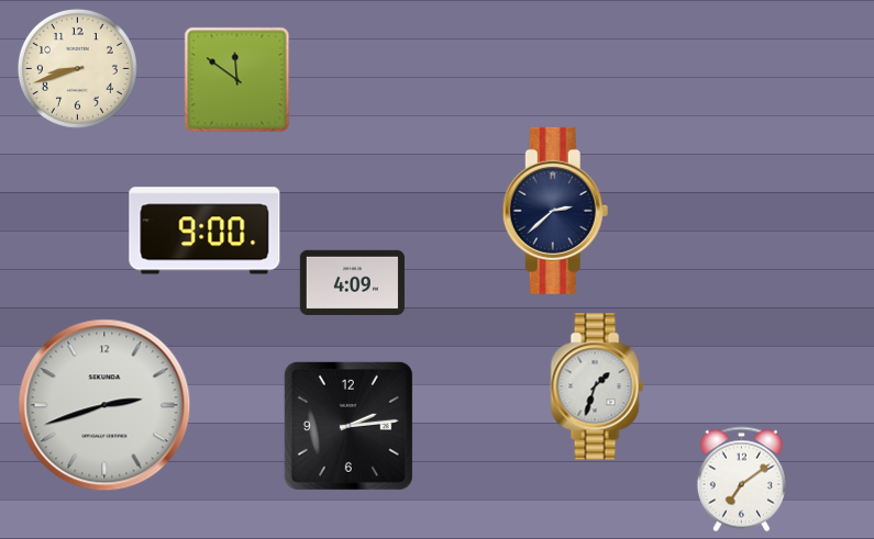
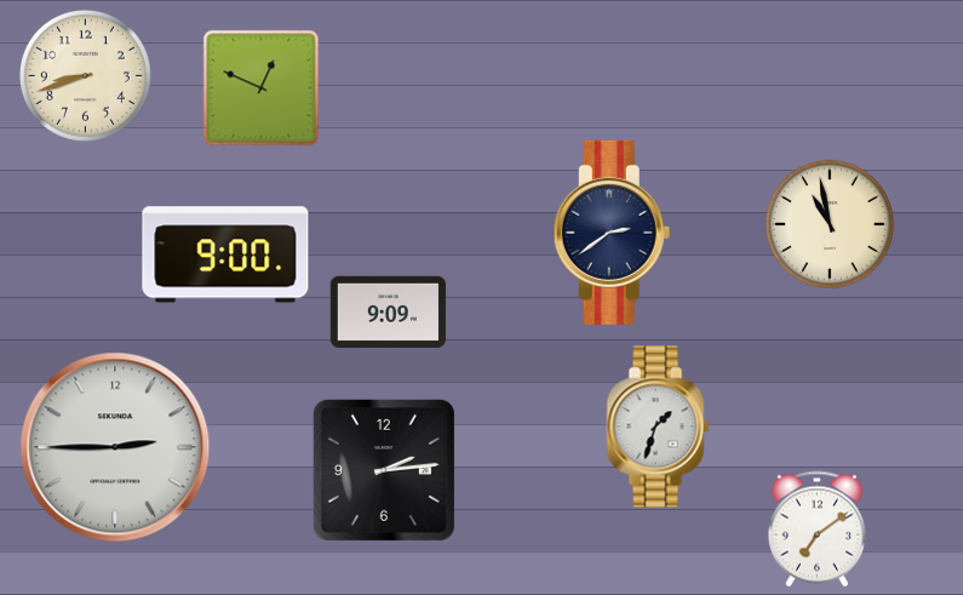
clock at (237, 80): 11:51 -> 12:49
clock at (830, 224): none -> 10:58
clock at (555, 211): 2:38 -> 2:39
clock at (352, 282): 4:09 -> 9:09
clock at (104, 405): 2:42 -> 2:45
